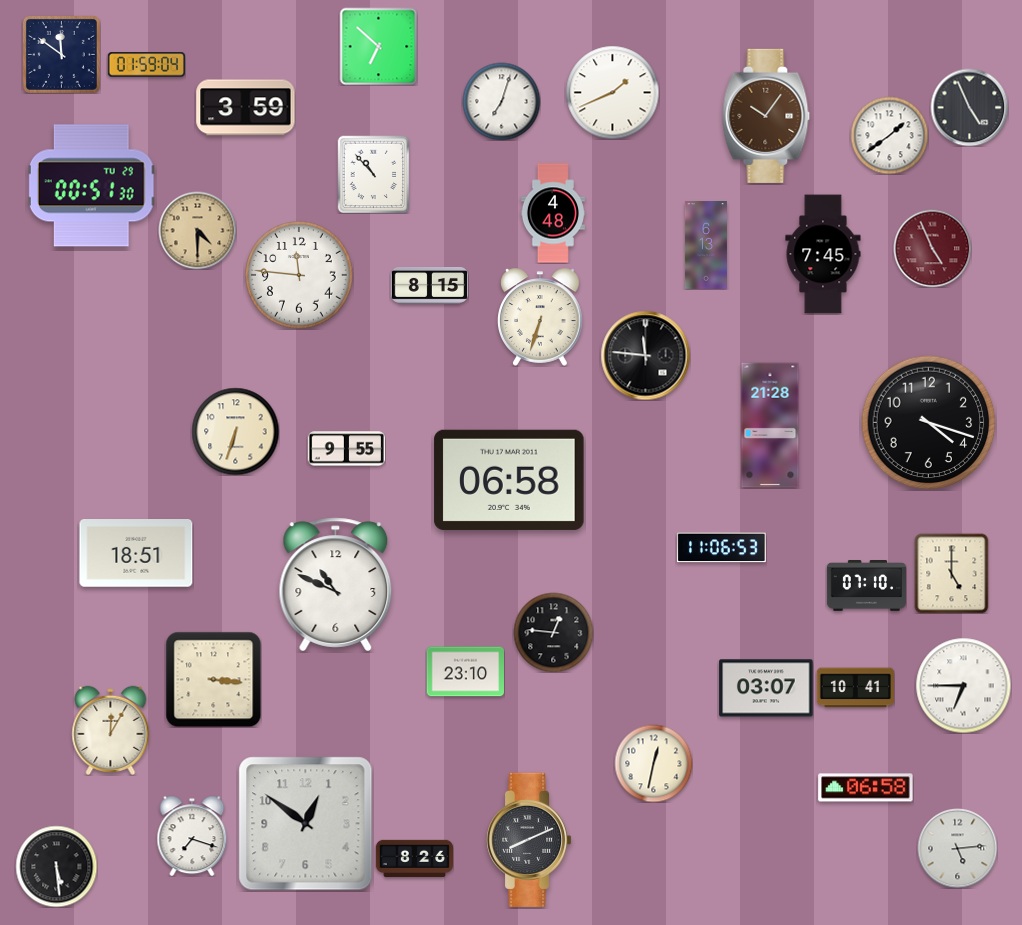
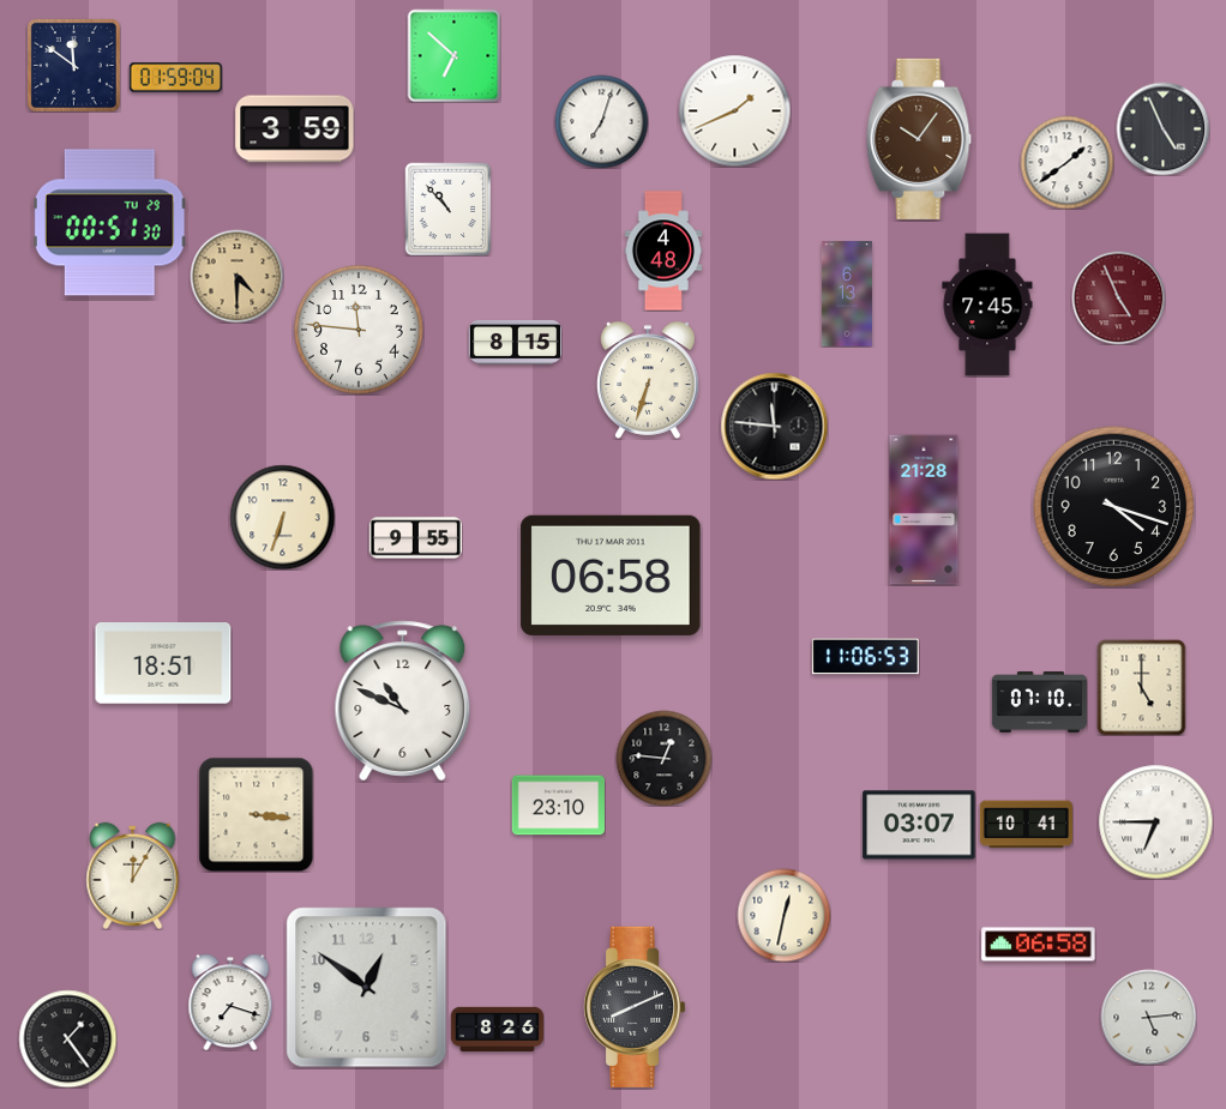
clock at (553, 213) position: (553, 213) -> (663, 251)
clock at (56, 866): 5:29 -> 1:24
